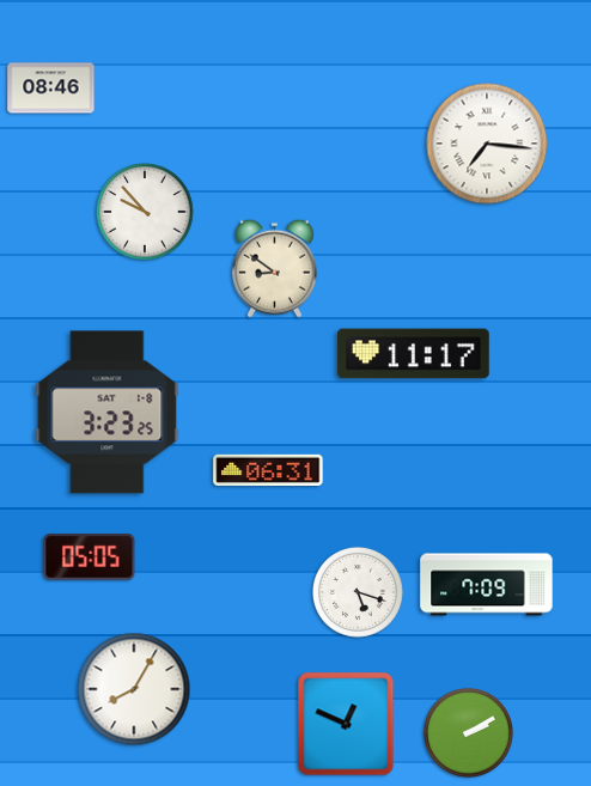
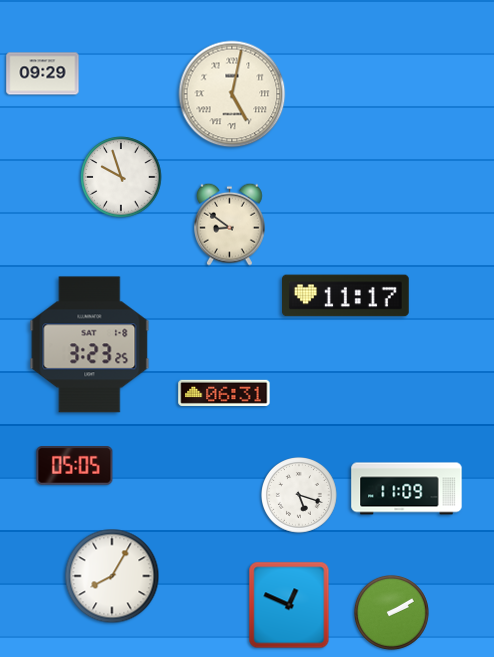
clock at (51, 89): 08:46 -> 09:29
clock at (232, 94): none -> 5:02
clock at (487, 144): 7:16 -> none
clock at (145, 212): 9:53 -> 9:57
clock at (487, 585): 7:09 -> 11:09
